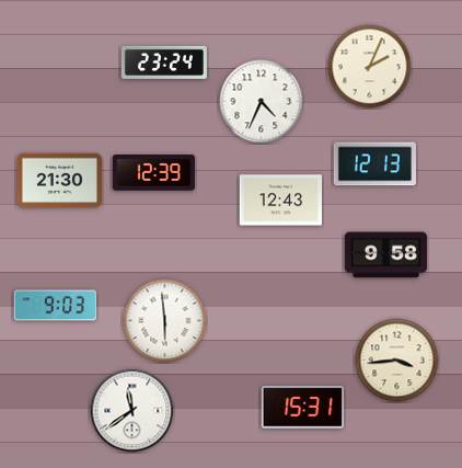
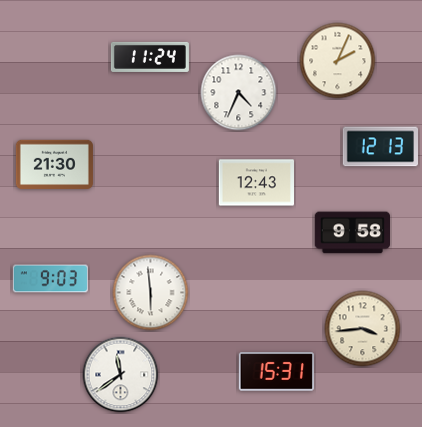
clock at (164, 62): 23:24 -> 11:24
clock at (374, 164) position: (374, 164) -> (380, 147)
clock at (153, 173): 12:39 -> none
